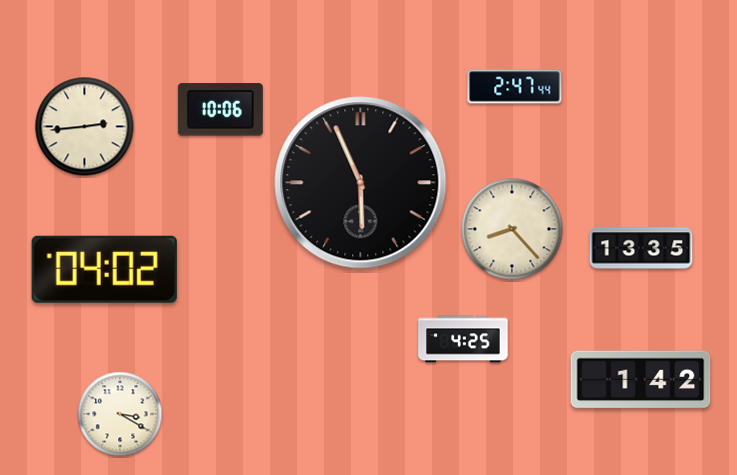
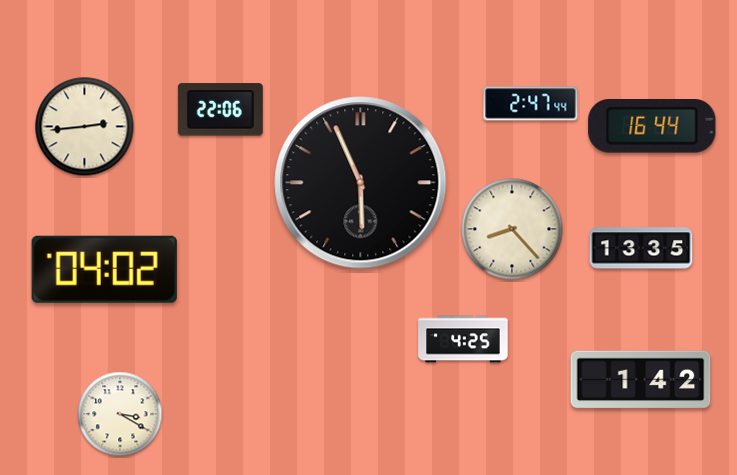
clock at (515, 87) position: (515, 87) -> (531, 104)
clock at (220, 110): 10:06 -> 22:06
clock at (652, 127): none -> 16:44
